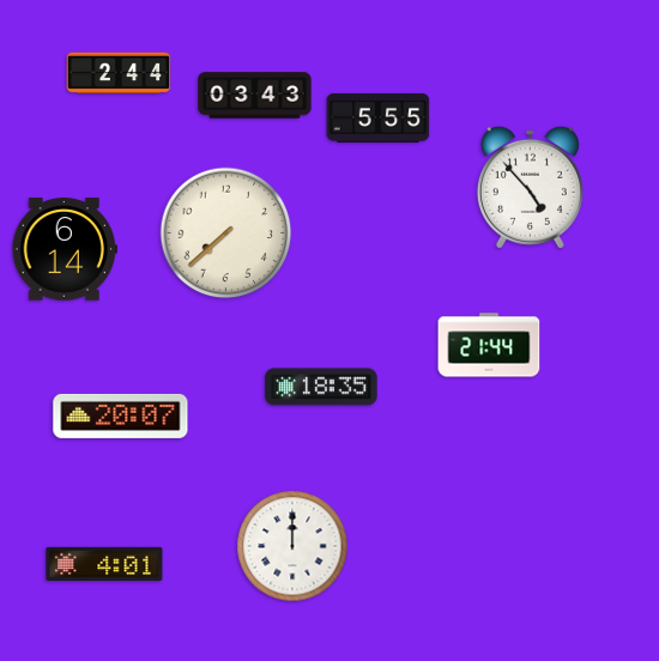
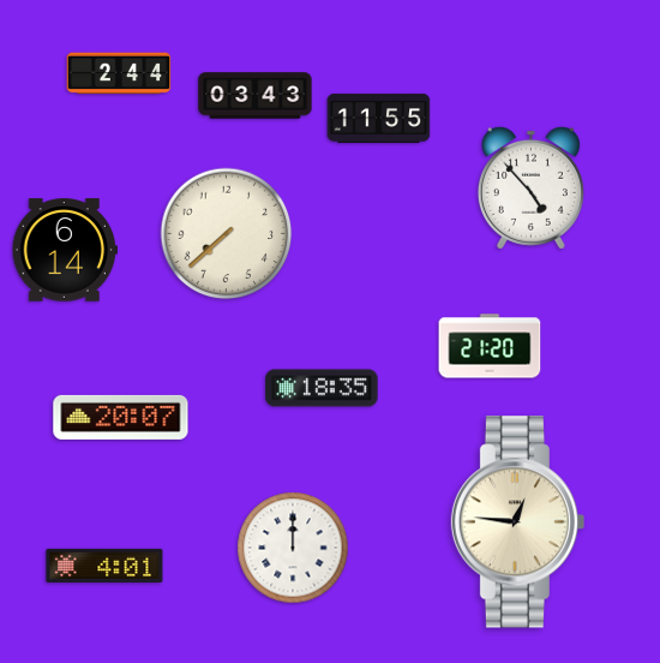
clock at (379, 117): 5:55 -> 11:55
clock at (489, 345): 21:44 -> 21:20
clock at (518, 522): none -> 12:46
